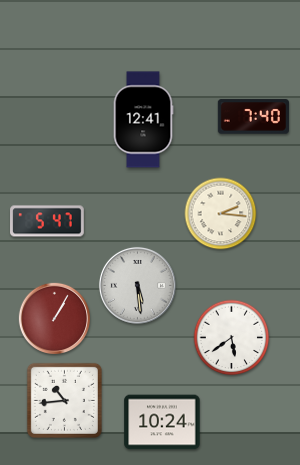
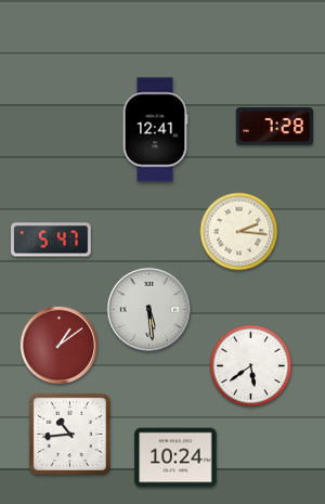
clock at (253, 117): 7:40 -> 7:28
clock at (54, 318): 1:05 -> 1:09
